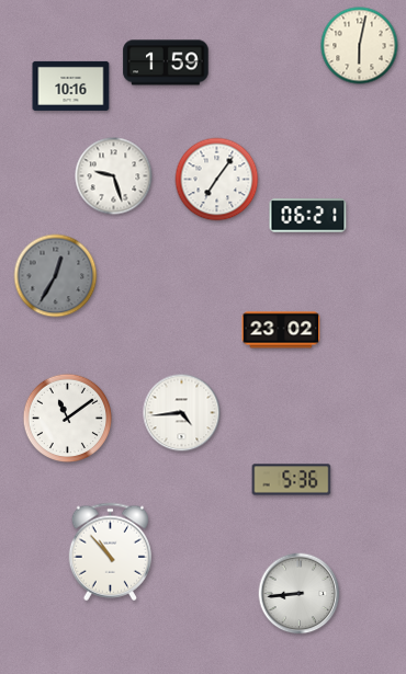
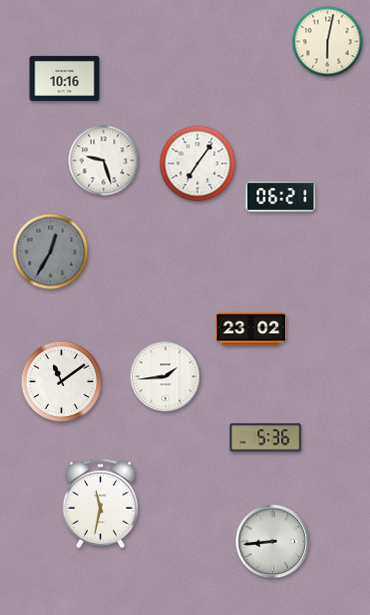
clock at (166, 62): 1:59 -> none
clock at (281, 330) position: (281, 330) -> (251, 329)
clock at (182, 413): 4:44 -> 1:44
clock at (110, 552): 10:53 -> 11:32
